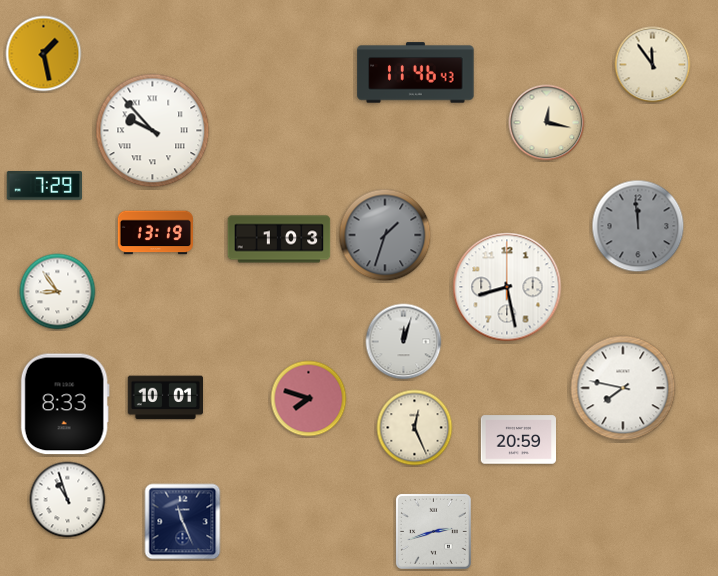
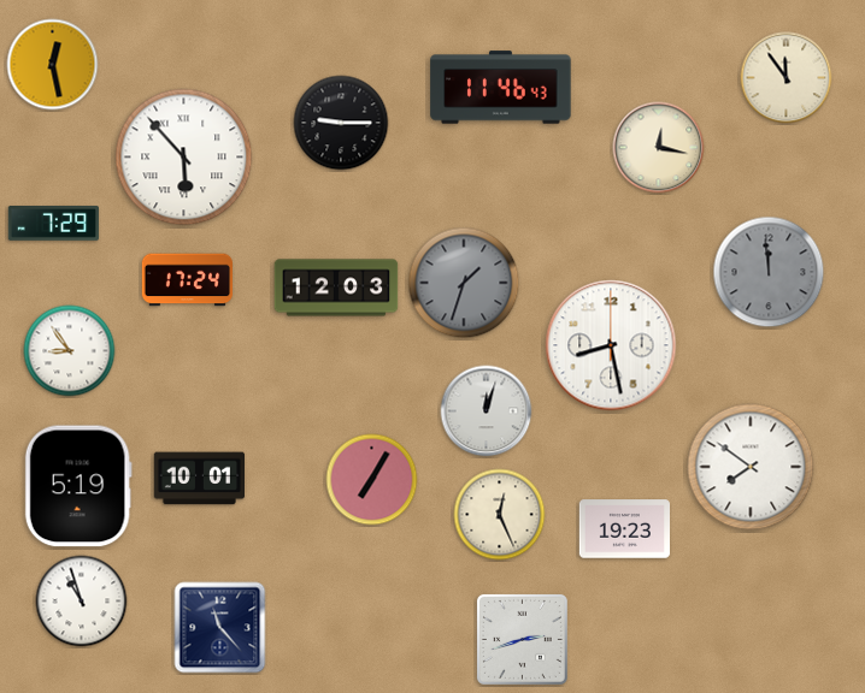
clock at (44, 54): 1:28 -> 12:28
clock at (341, 123): none -> 9:15
clock at (153, 131): 9:53 -> 5:53
clock at (156, 233): 13:19 -> 17:24
clock at (279, 239): 1:03 -> 12:03
clock at (623, 388): 7:47 -> 7:51
clock at (309, 399): 7:48 -> 7:05
clock at (65, 404): 8:33 -> 5:19
clock at (518, 440): 20:59 -> 19:23
clock at (183, 522): 11:26 -> 11:23
